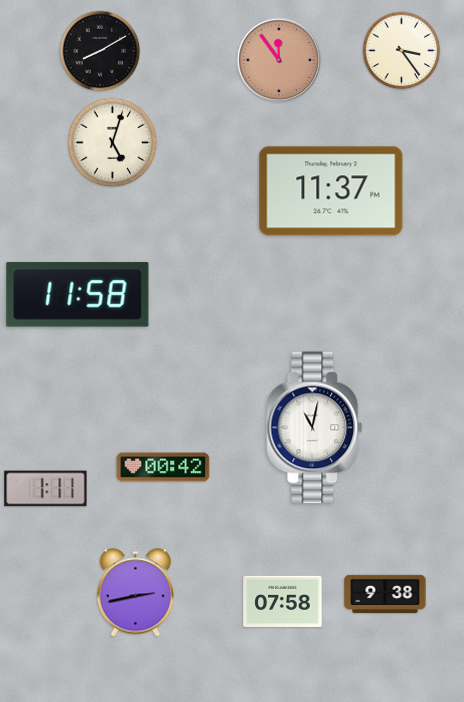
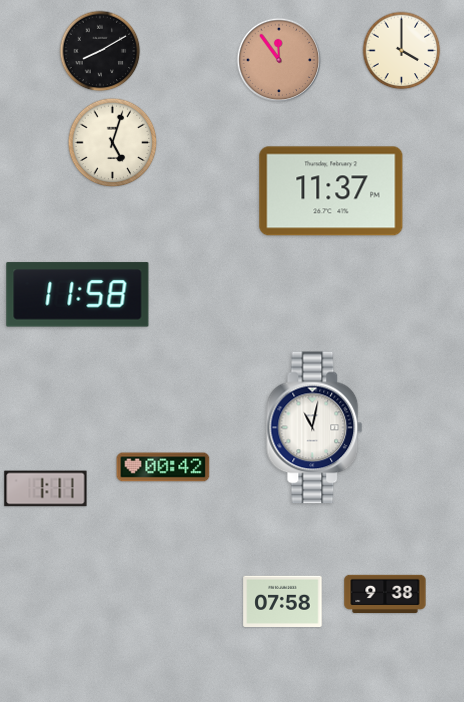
clock at (402, 51): 3:24 -> 4:00
clock at (135, 593): 2:43 -> none
